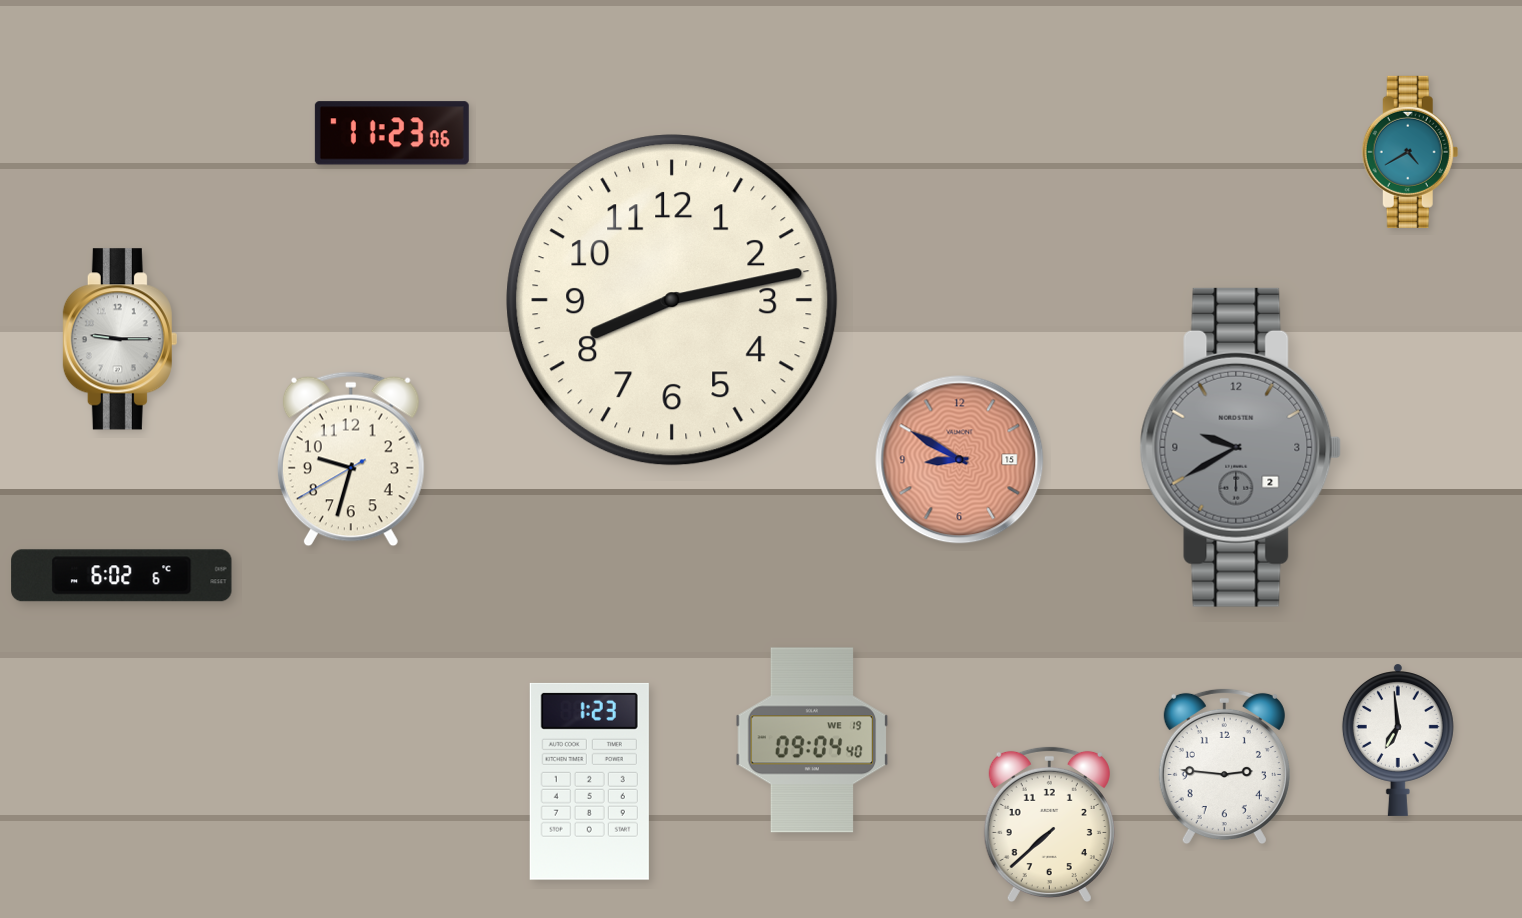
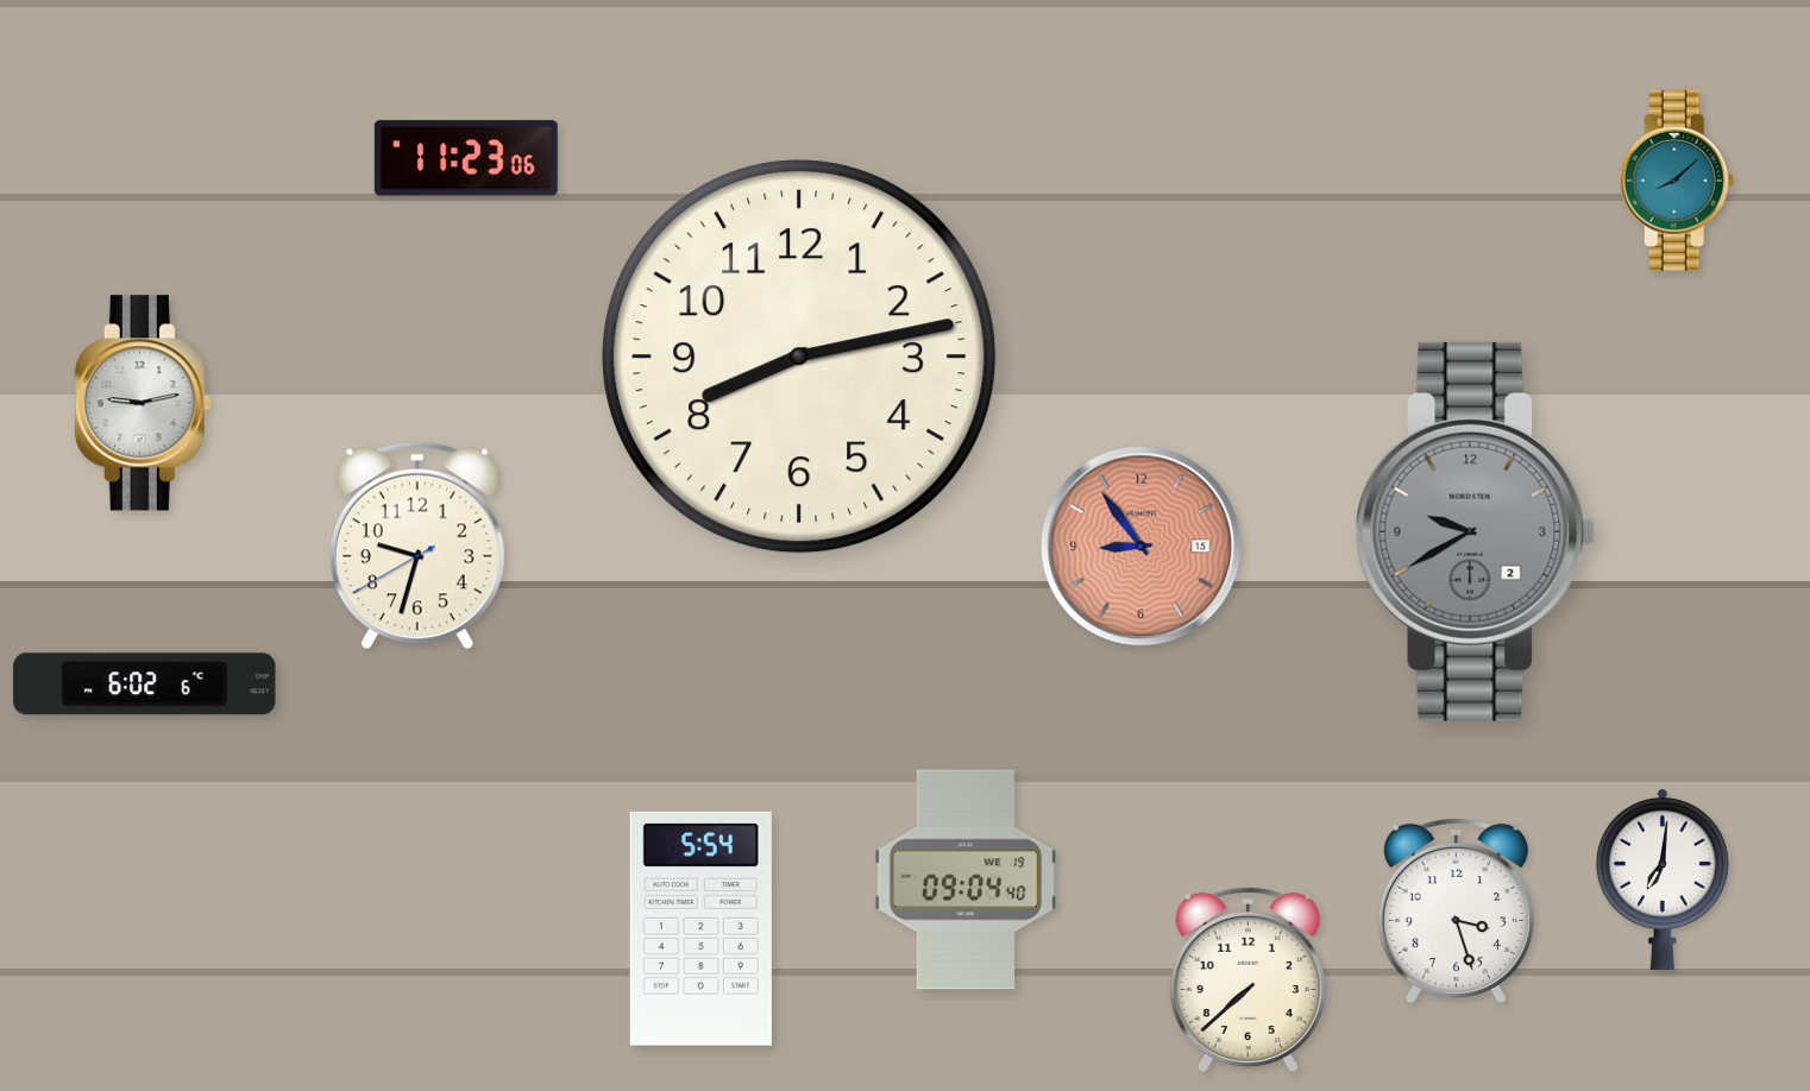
clock at (1410, 152): 4:40 -> 8:08
clock at (120, 339): 9:15 -> 9:13
clock at (960, 460): 8:50 -> 8:54
clock at (1398, 740): 6:59 -> 7:01
clock at (1224, 767): 2:46 -> 3:27
clock at (589, 781): 1:23 -> 5:54
